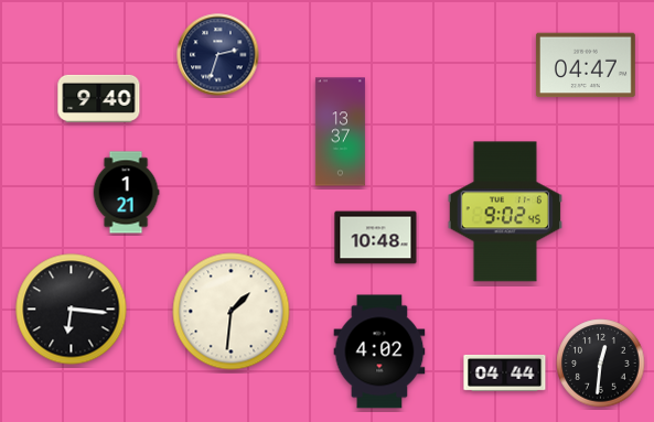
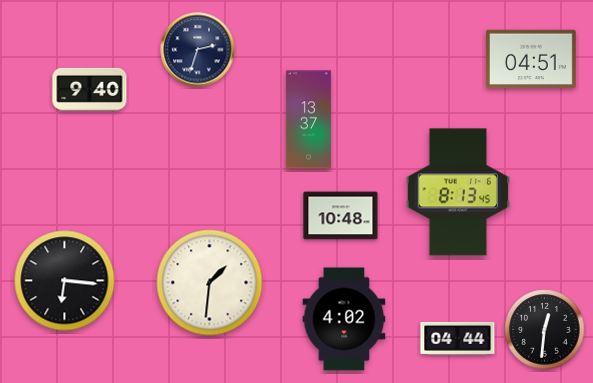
clock at (586, 65): 04:47 -> 04:51
clock at (126, 193): 1:21 -> none
clock at (504, 212): 9:02 -> 8:13
